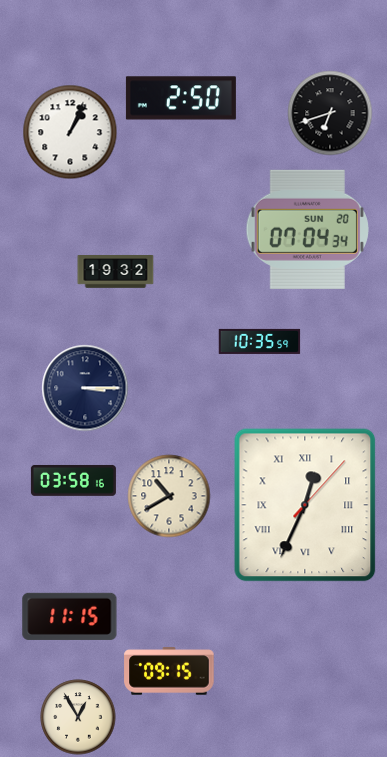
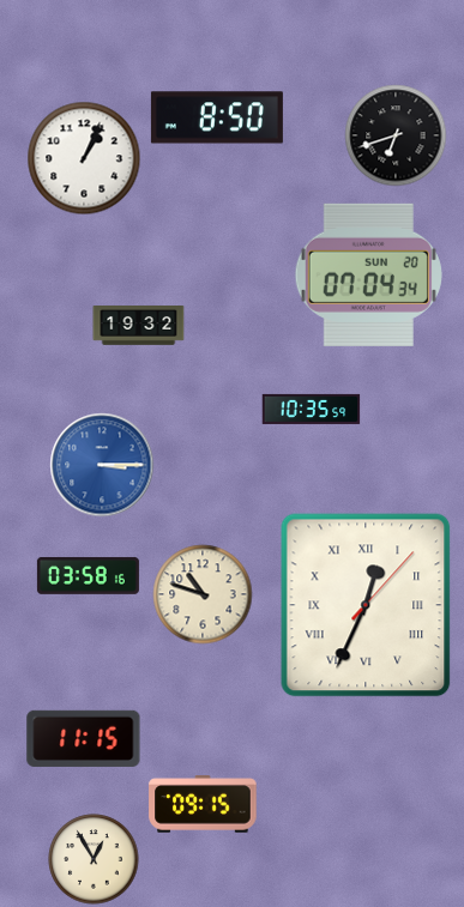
clock at (181, 98): 2:50 -> 8:50
clock at (85, 388) dial: navy -> blue
clock at (169, 496): 10:40 -> 10:48
